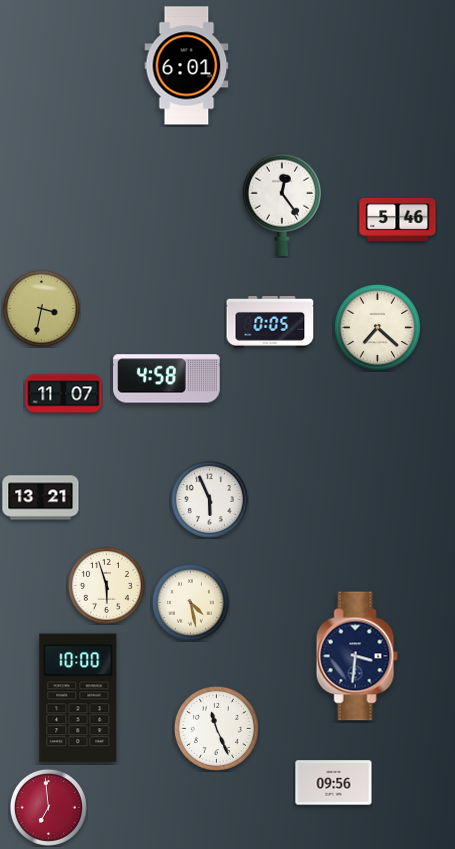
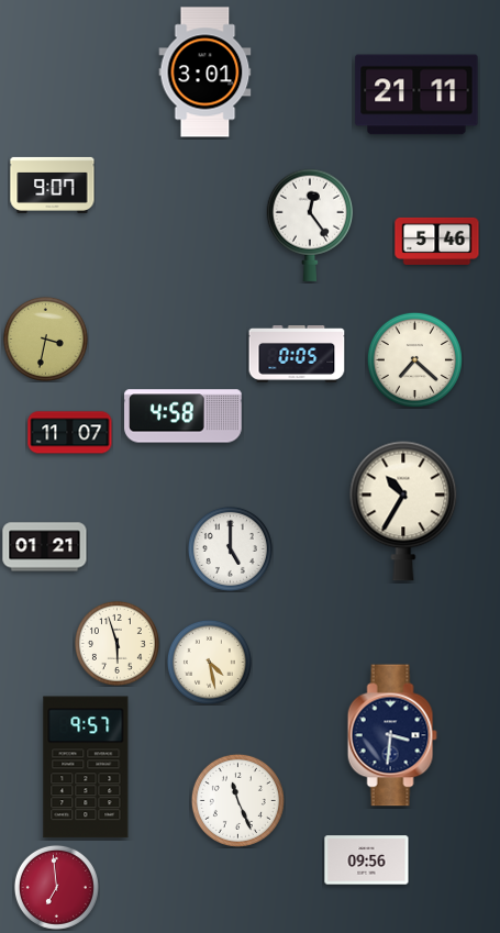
clock at (187, 66): 6:01 -> 3:01
clock at (416, 95): none -> 21:11
clock at (53, 185): none -> 9:07
clock at (403, 511): none -> 10:35
clock at (41, 498): 13:21 -> 01:21
clock at (209, 499): 5:56 -> 5:00
clock at (357, 656) position: (357, 656) -> (392, 735)
clock at (78, 698): 10:00 -> 9:57
clock at (48, 807) position: (48, 807) -> (56, 887)
